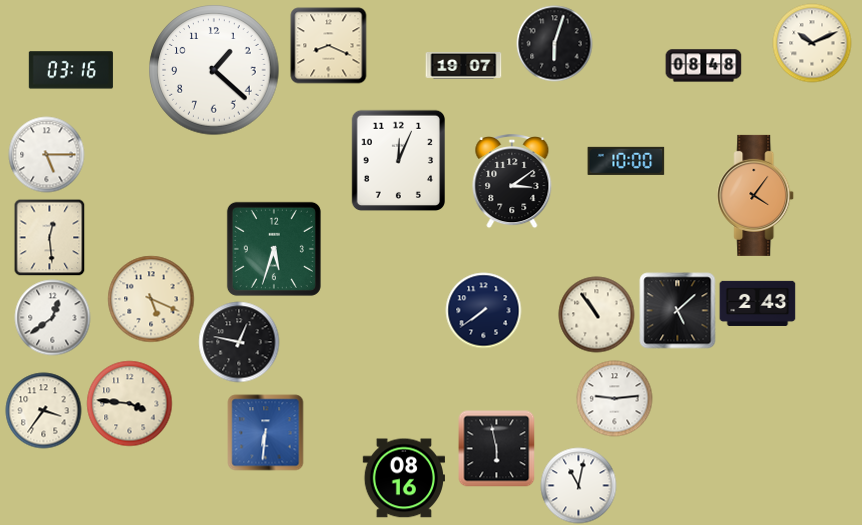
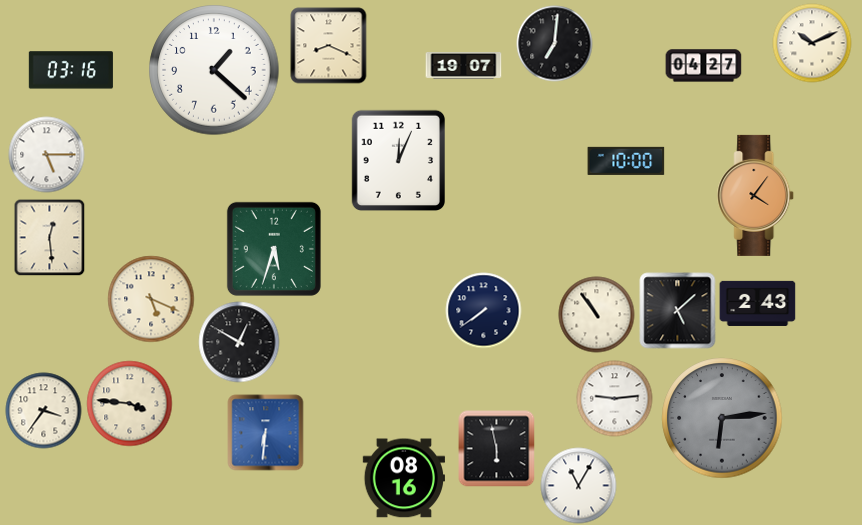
clock at (555, 44): 6:03 -> 7:01
clock at (704, 66): 08:48 -> 04:27
clock at (512, 182): 3:09 -> none
clock at (53, 318): 12:39 -> none
clock at (239, 342): 12:47 -> 12:50
clock at (722, 418): none -> 6:14
clock at (579, 486): 11:02 -> 11:05
